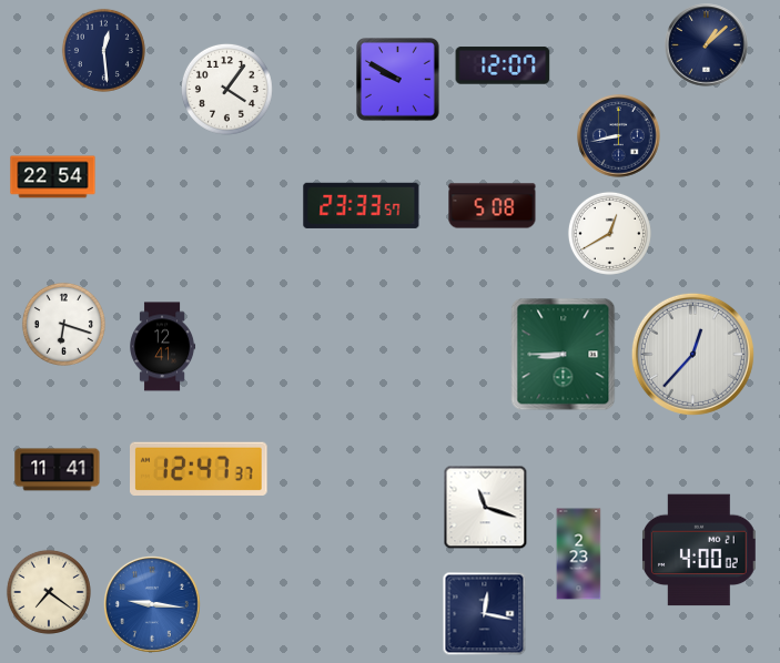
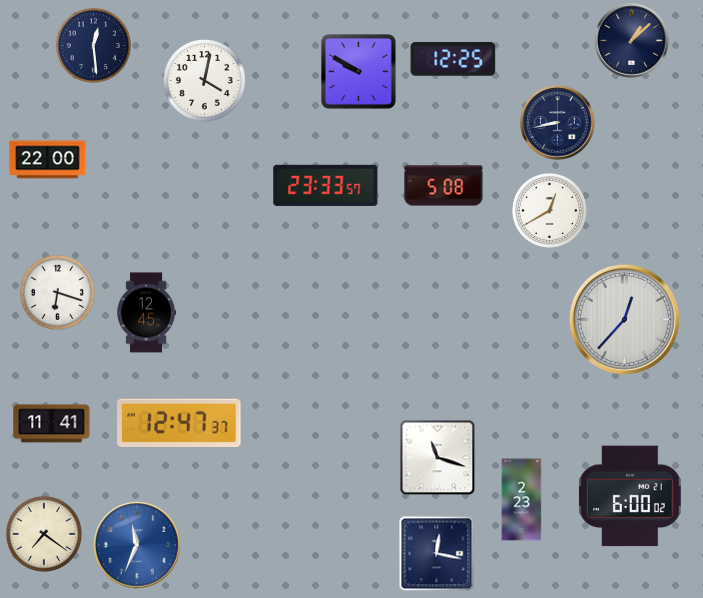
clock at (707, 45) position: (707, 45) -> (632, 41)
clock at (503, 65): 12:07 -> 12:25
clock at (226, 89): 4:06 -> 4:02
clock at (53, 177): 22:54 -> 22:00
clock at (163, 347): 12:41 -> 12:45
clock at (564, 355): 8:45 -> none
clock at (699, 550): 4:00 -> 6:00
clock at (153, 605): 9:16 -> 11:34
